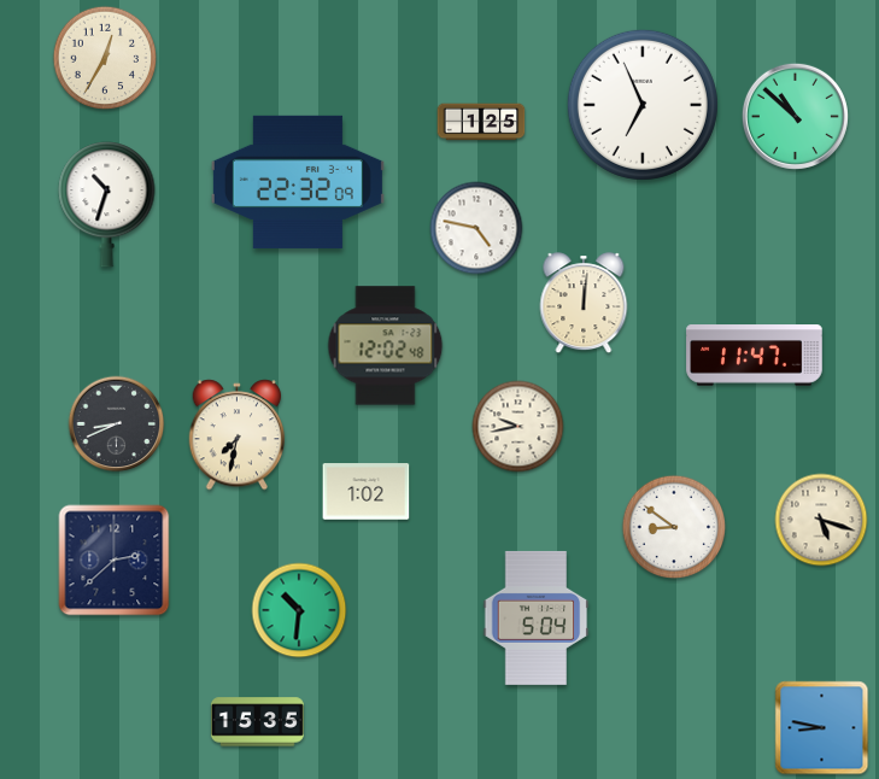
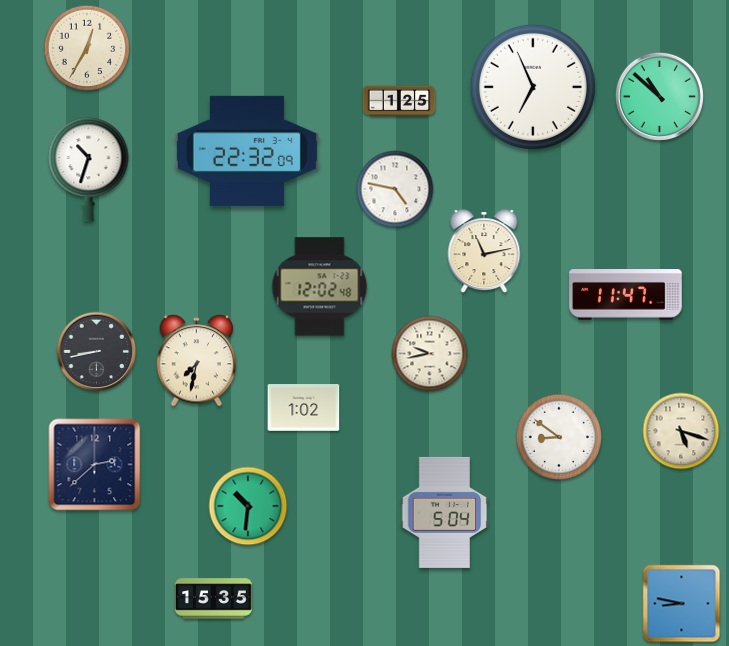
clock at (584, 304): 12:01 -> 11:13
clock at (117, 424): 8:41 -> 8:43
